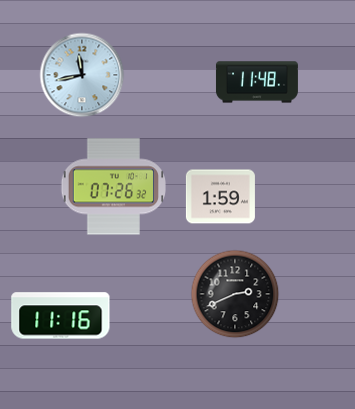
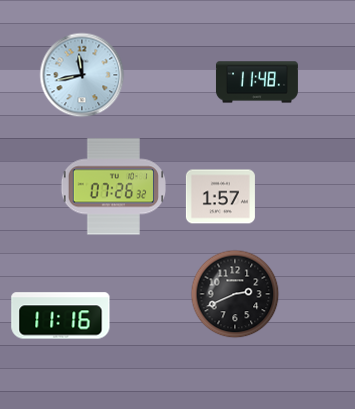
clock at (220, 197): 1:59 -> 1:57
